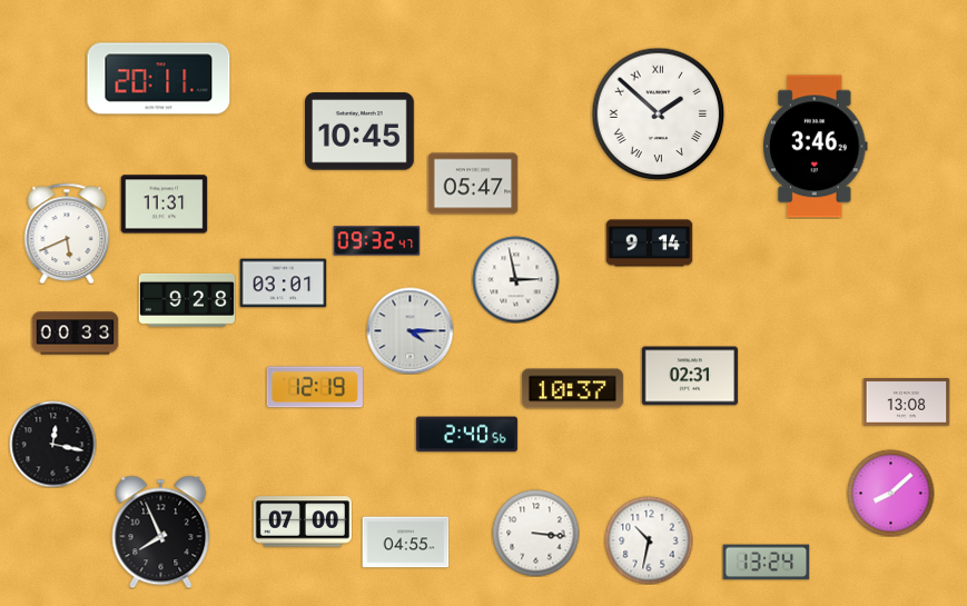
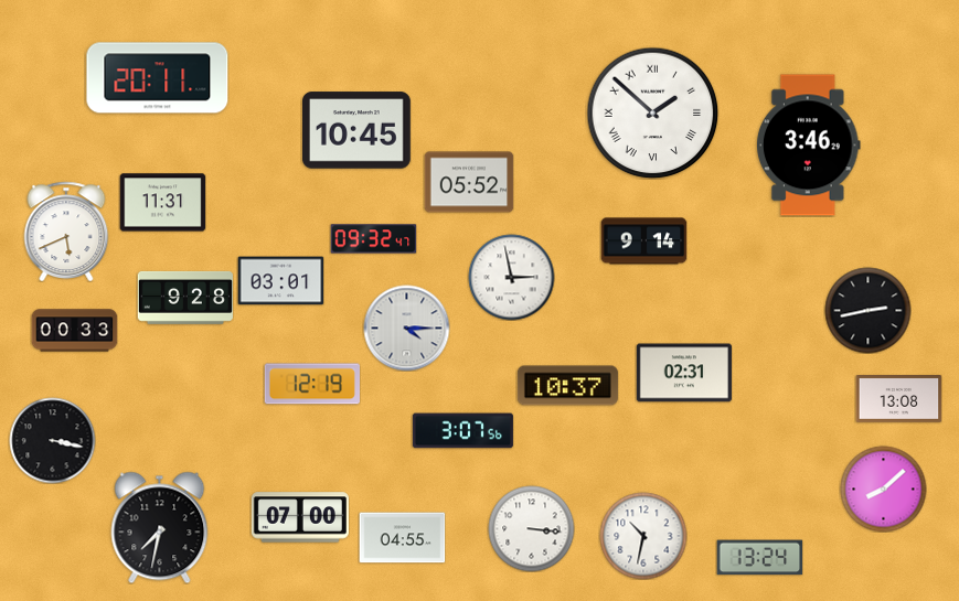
clock at (473, 183): 05:47 -> 05:52
clock at (867, 310): none -> 2:43
clock at (466, 435): 2:40 -> 3:07
clock at (52, 444): 12:17 -> 3:17
clock at (161, 532): 7:56 -> 7:32
